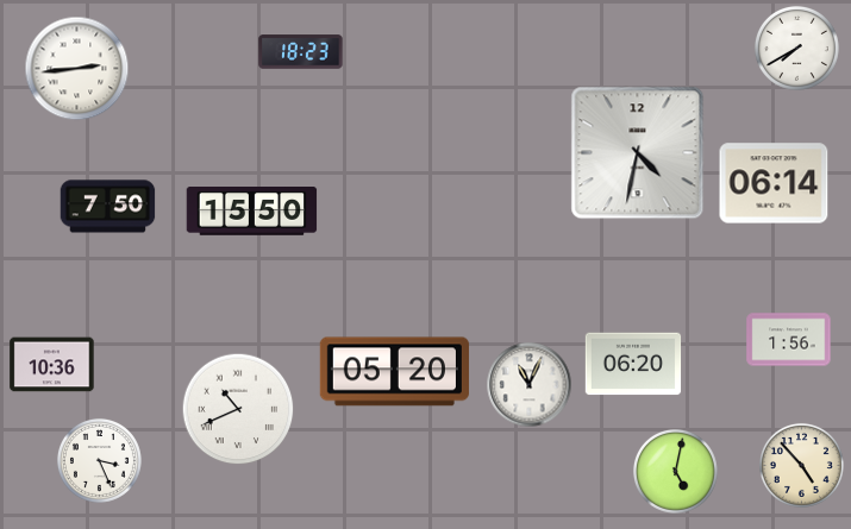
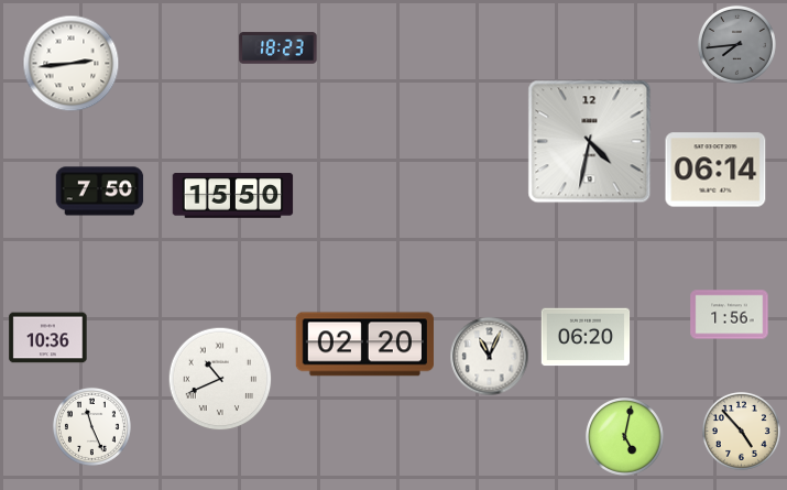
clock at (796, 48): 7:40 -> 7:44
clock at (796, 48) dial: white -> grey
clock at (394, 372): 05:20 -> 02:20
clock at (99, 460): 3:26 -> 11:26
